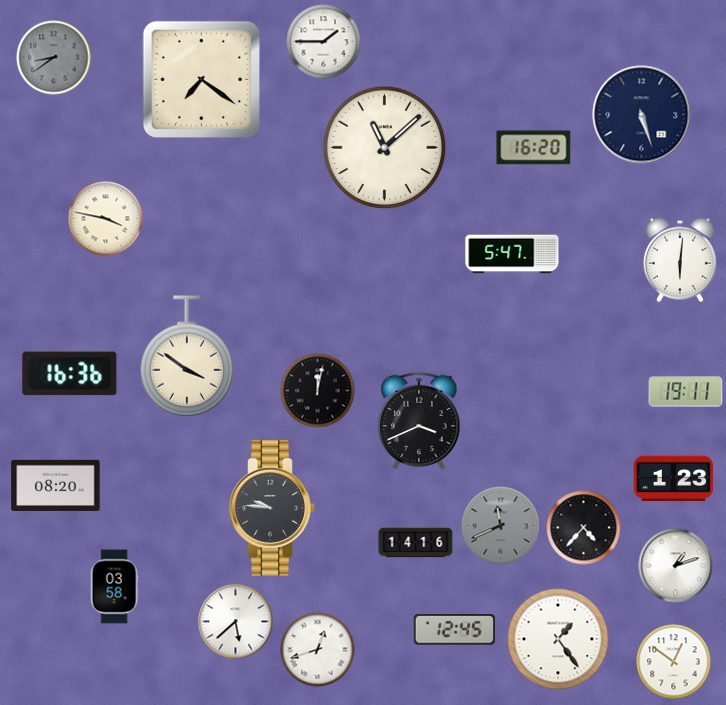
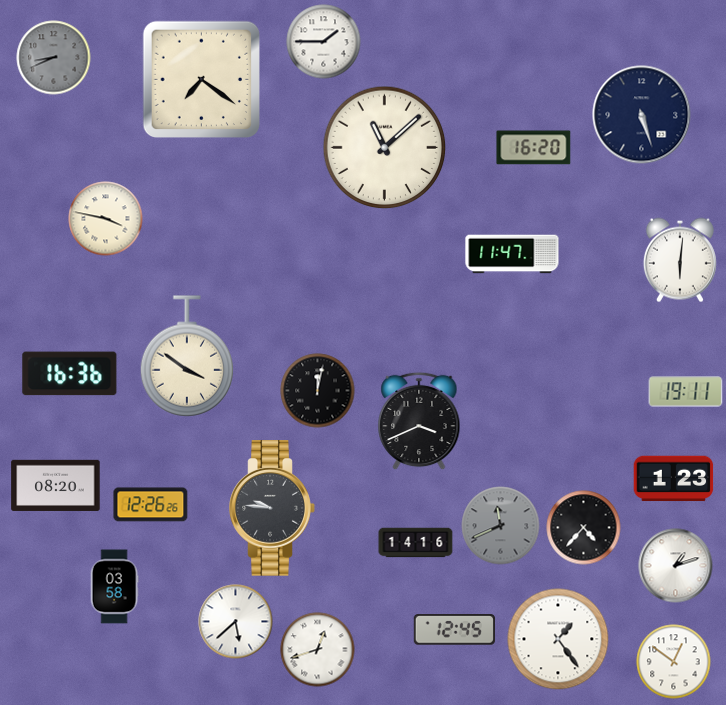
clock at (54, 58): 8:39 -> 8:41
clock at (512, 254): 5:47 -> 11:47
clock at (151, 505): none -> 12:26
